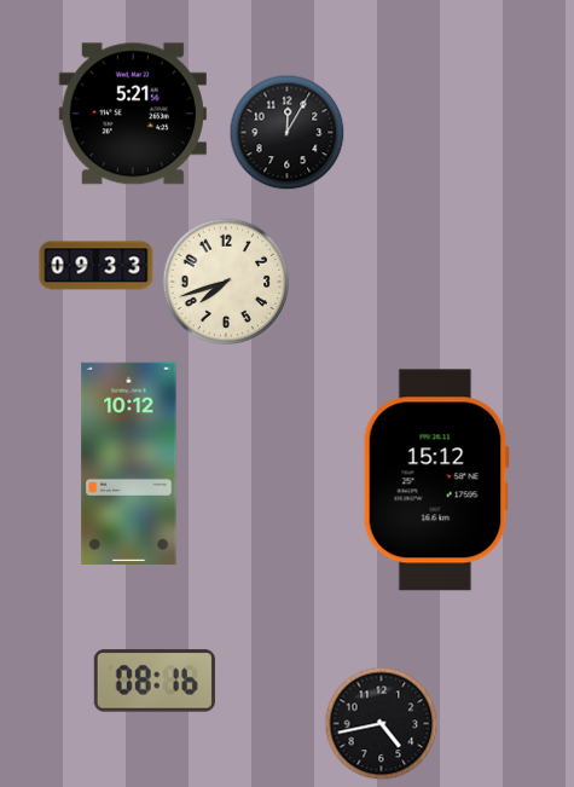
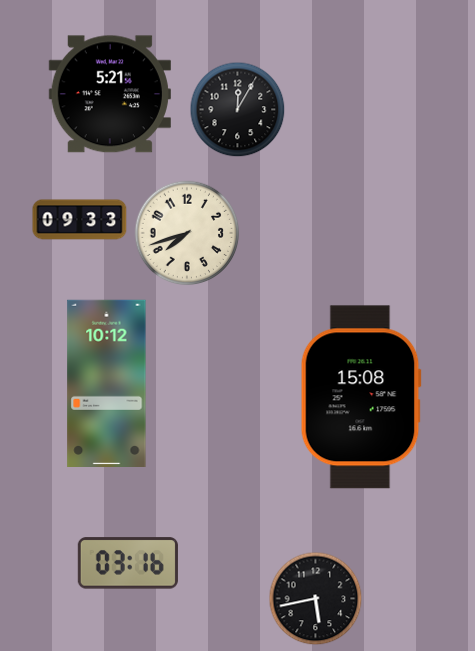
clock at (436, 480): 15:12 -> 15:08
clock at (155, 681): 08:16 -> 03:16
clock at (382, 724): 4:43 -> 5:43
